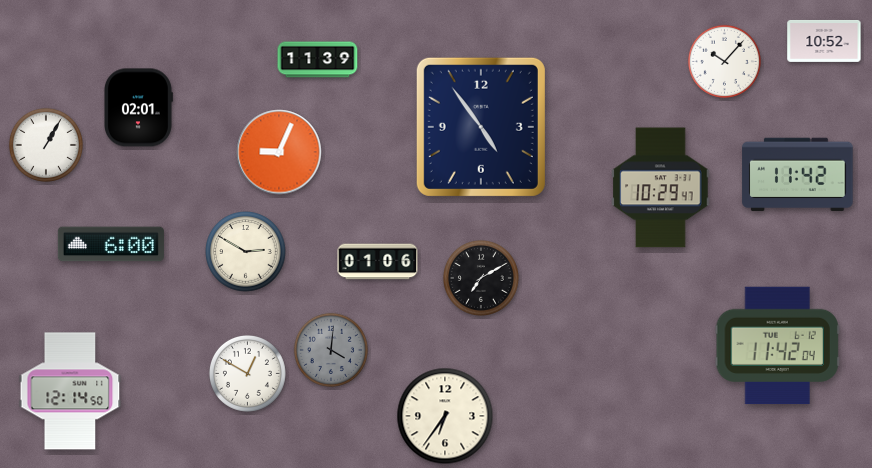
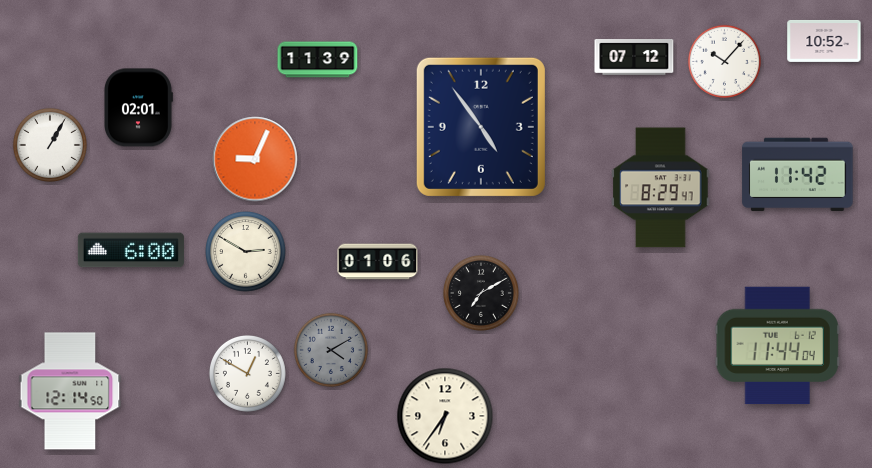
clock at (634, 58): none -> 07:12
clock at (46, 145) position: (46, 145) -> (50, 145)
clock at (279, 152) position: (279, 152) -> (255, 159)
clock at (661, 188): 10:29 -> 8:29
clock at (111, 244) position: (111, 244) -> (131, 250)
clock at (481, 278) position: (481, 278) -> (481, 293)
clock at (777, 346): 11:42 -> 11:44
clock at (331, 350): 4:01 -> 4:10
